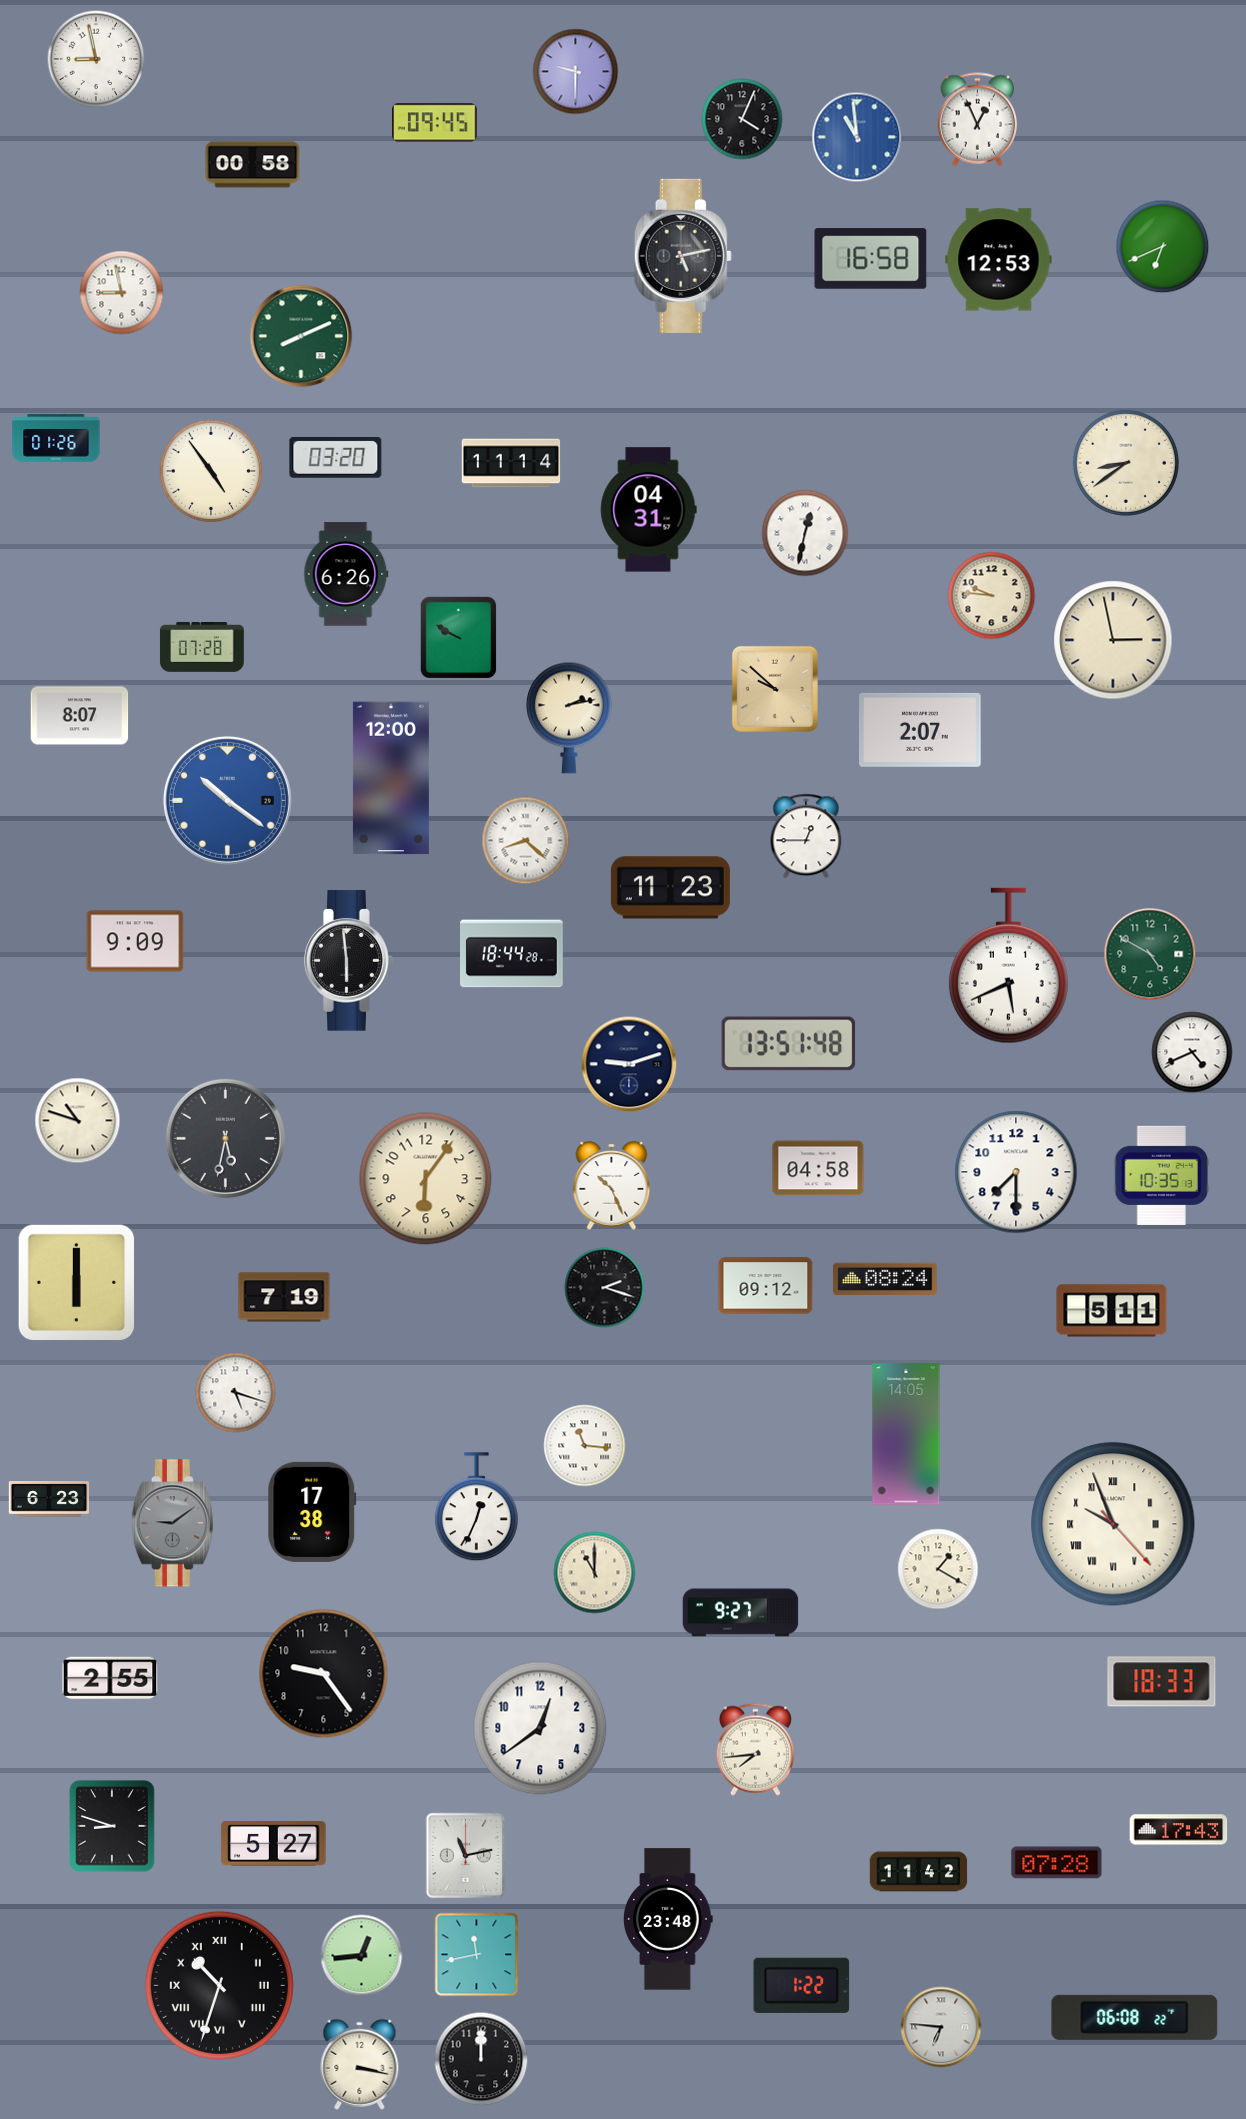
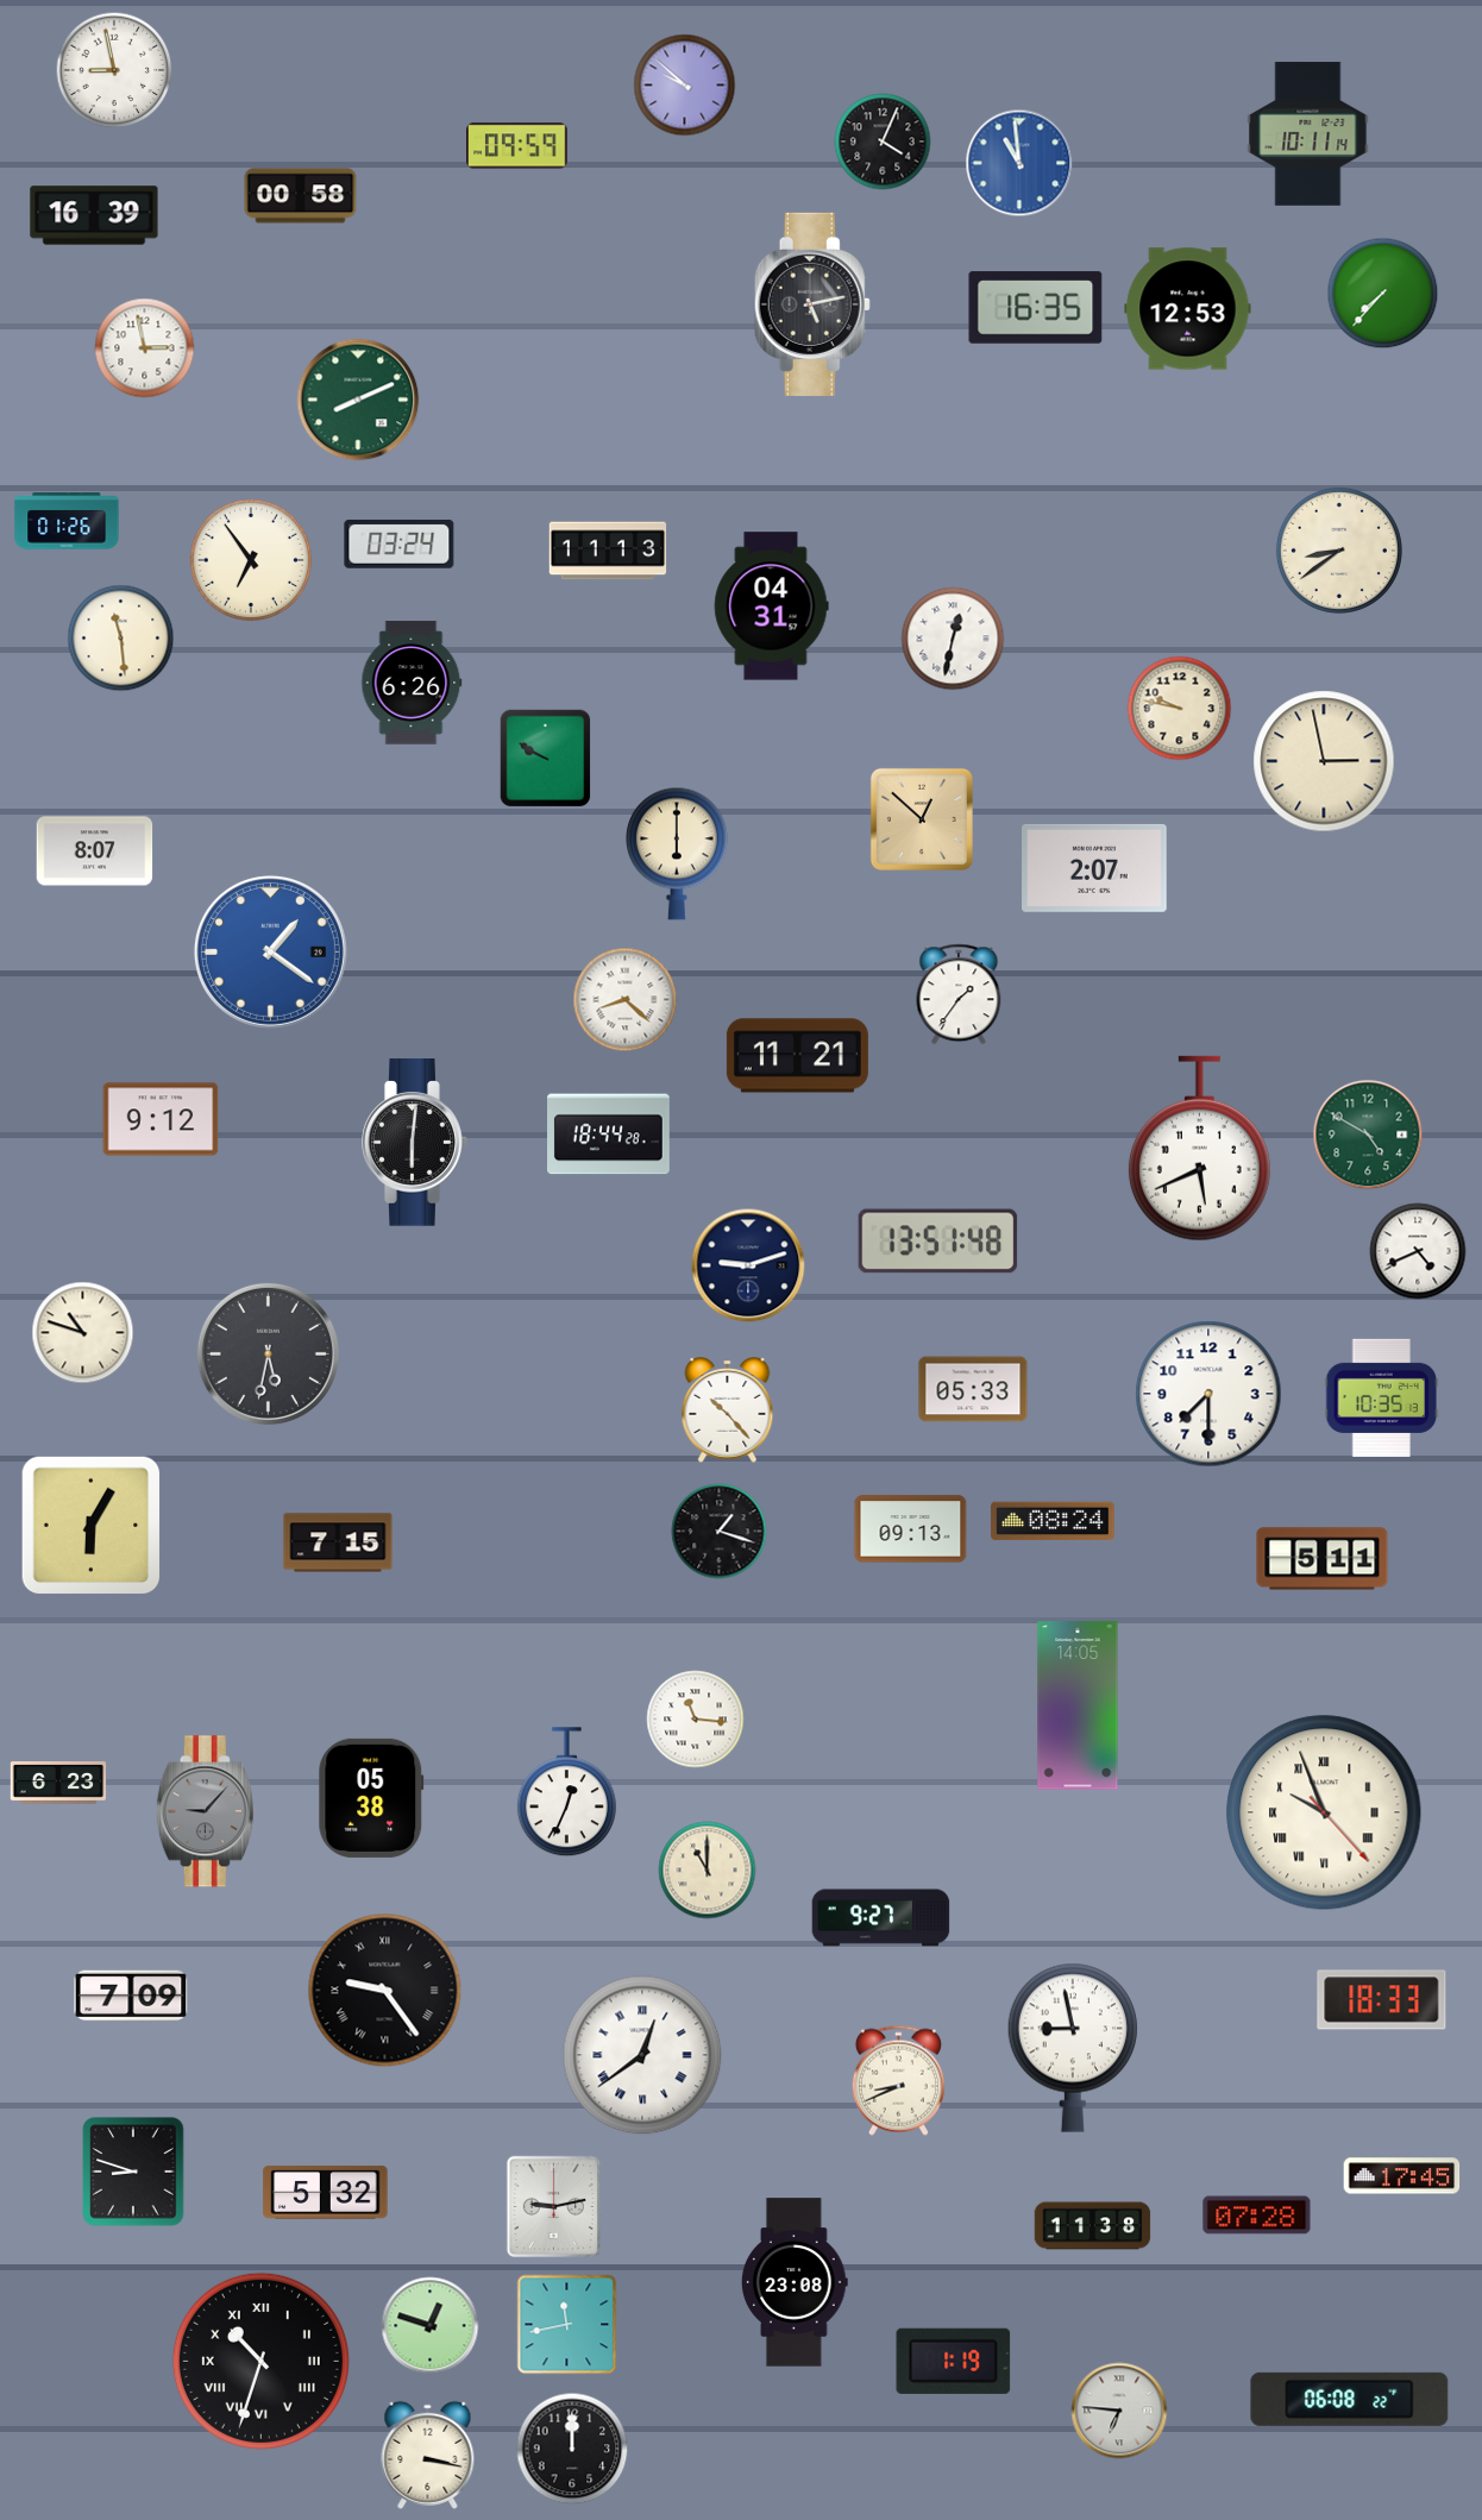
clock at (576, 72): 9:30 -> 9:52
clock at (1308, 133): none -> 10:11
clock at (978, 120): 12:56 -> none
clock at (435, 123): 09:45 -> 09:59
clock at (94, 215): none -> 16:39
clock at (1163, 247): 6:41 -> 7:37
clock at (871, 259): 16:58 -> 16:35
clock at (122, 293): 8:58 -> 2:58
clock at (336, 457): 03:20 -> 03:24
clock at (511, 463): 11:14 -> 11:13
clock at (210, 470): 4:54 -> 6:54
clock at (805, 533) position: (805, 533) -> (953, 639)
clock at (121, 639): none -> 11:29
clock at (992, 596): 9:46 -> 9:47
clock at (202, 647): 07:28 -> none
clock at (775, 689): 9:52 -> 12:52
clock at (569, 718): 2:13 -> 6:00
clock at (391, 778): 12:00 -> none
clock at (227, 800): 10:21 -> 1:21
clock at (806, 836): 12:45 -> 1:36
clock at (670, 888): 11:23 -> 11:21
clock at (135, 941): 9:09 -> 9:12
clock at (349, 961): 5:59 -> 6:01
clock at (78, 1121) position: (78, 1121) -> (83, 1333)
clock at (818, 1168): 04:58 -> 05:33
clock at (426, 1179): 6:06 -> none
clock at (612, 1186): 10:26 -> 10:23
clock at (77, 1283): 6:00 -> 6:05
clock at (766, 1286): 09:12 -> 09:13
clock at (605, 1288): 2:18 -> 1:18
clock at (284, 1297): 7:19 -> 7:15
clock at (236, 1393): 5:18 -> none
clock at (312, 1512): 17:38 -> 05:38
clock at (173, 1523): 9:09 -> 9:07
clock at (938, 1569): 1:20 -> none
clock at (324, 1674) numerals: Arabic -> Roman
clock at (110, 1678): 2:55 -> 7:09
clock at (1073, 2048): none -> 8:58
clock at (540, 1728) numerals: Arabic -> Roman
clock at (755, 1749): 7:44 -> 8:41
clock at (1179, 1830): 17:43 -> 17:45
clock at (274, 1844): 5:27 -> 5:32
clock at (466, 1856): 11:13 -> 9:13
clock at (919, 1872): 11:42 -> 11:38
clock at (669, 1919): 23:48 -> 23:08
clock at (362, 1956): 12:44 -> 12:48
clock at (802, 1985): 1:22 -> 1:19
